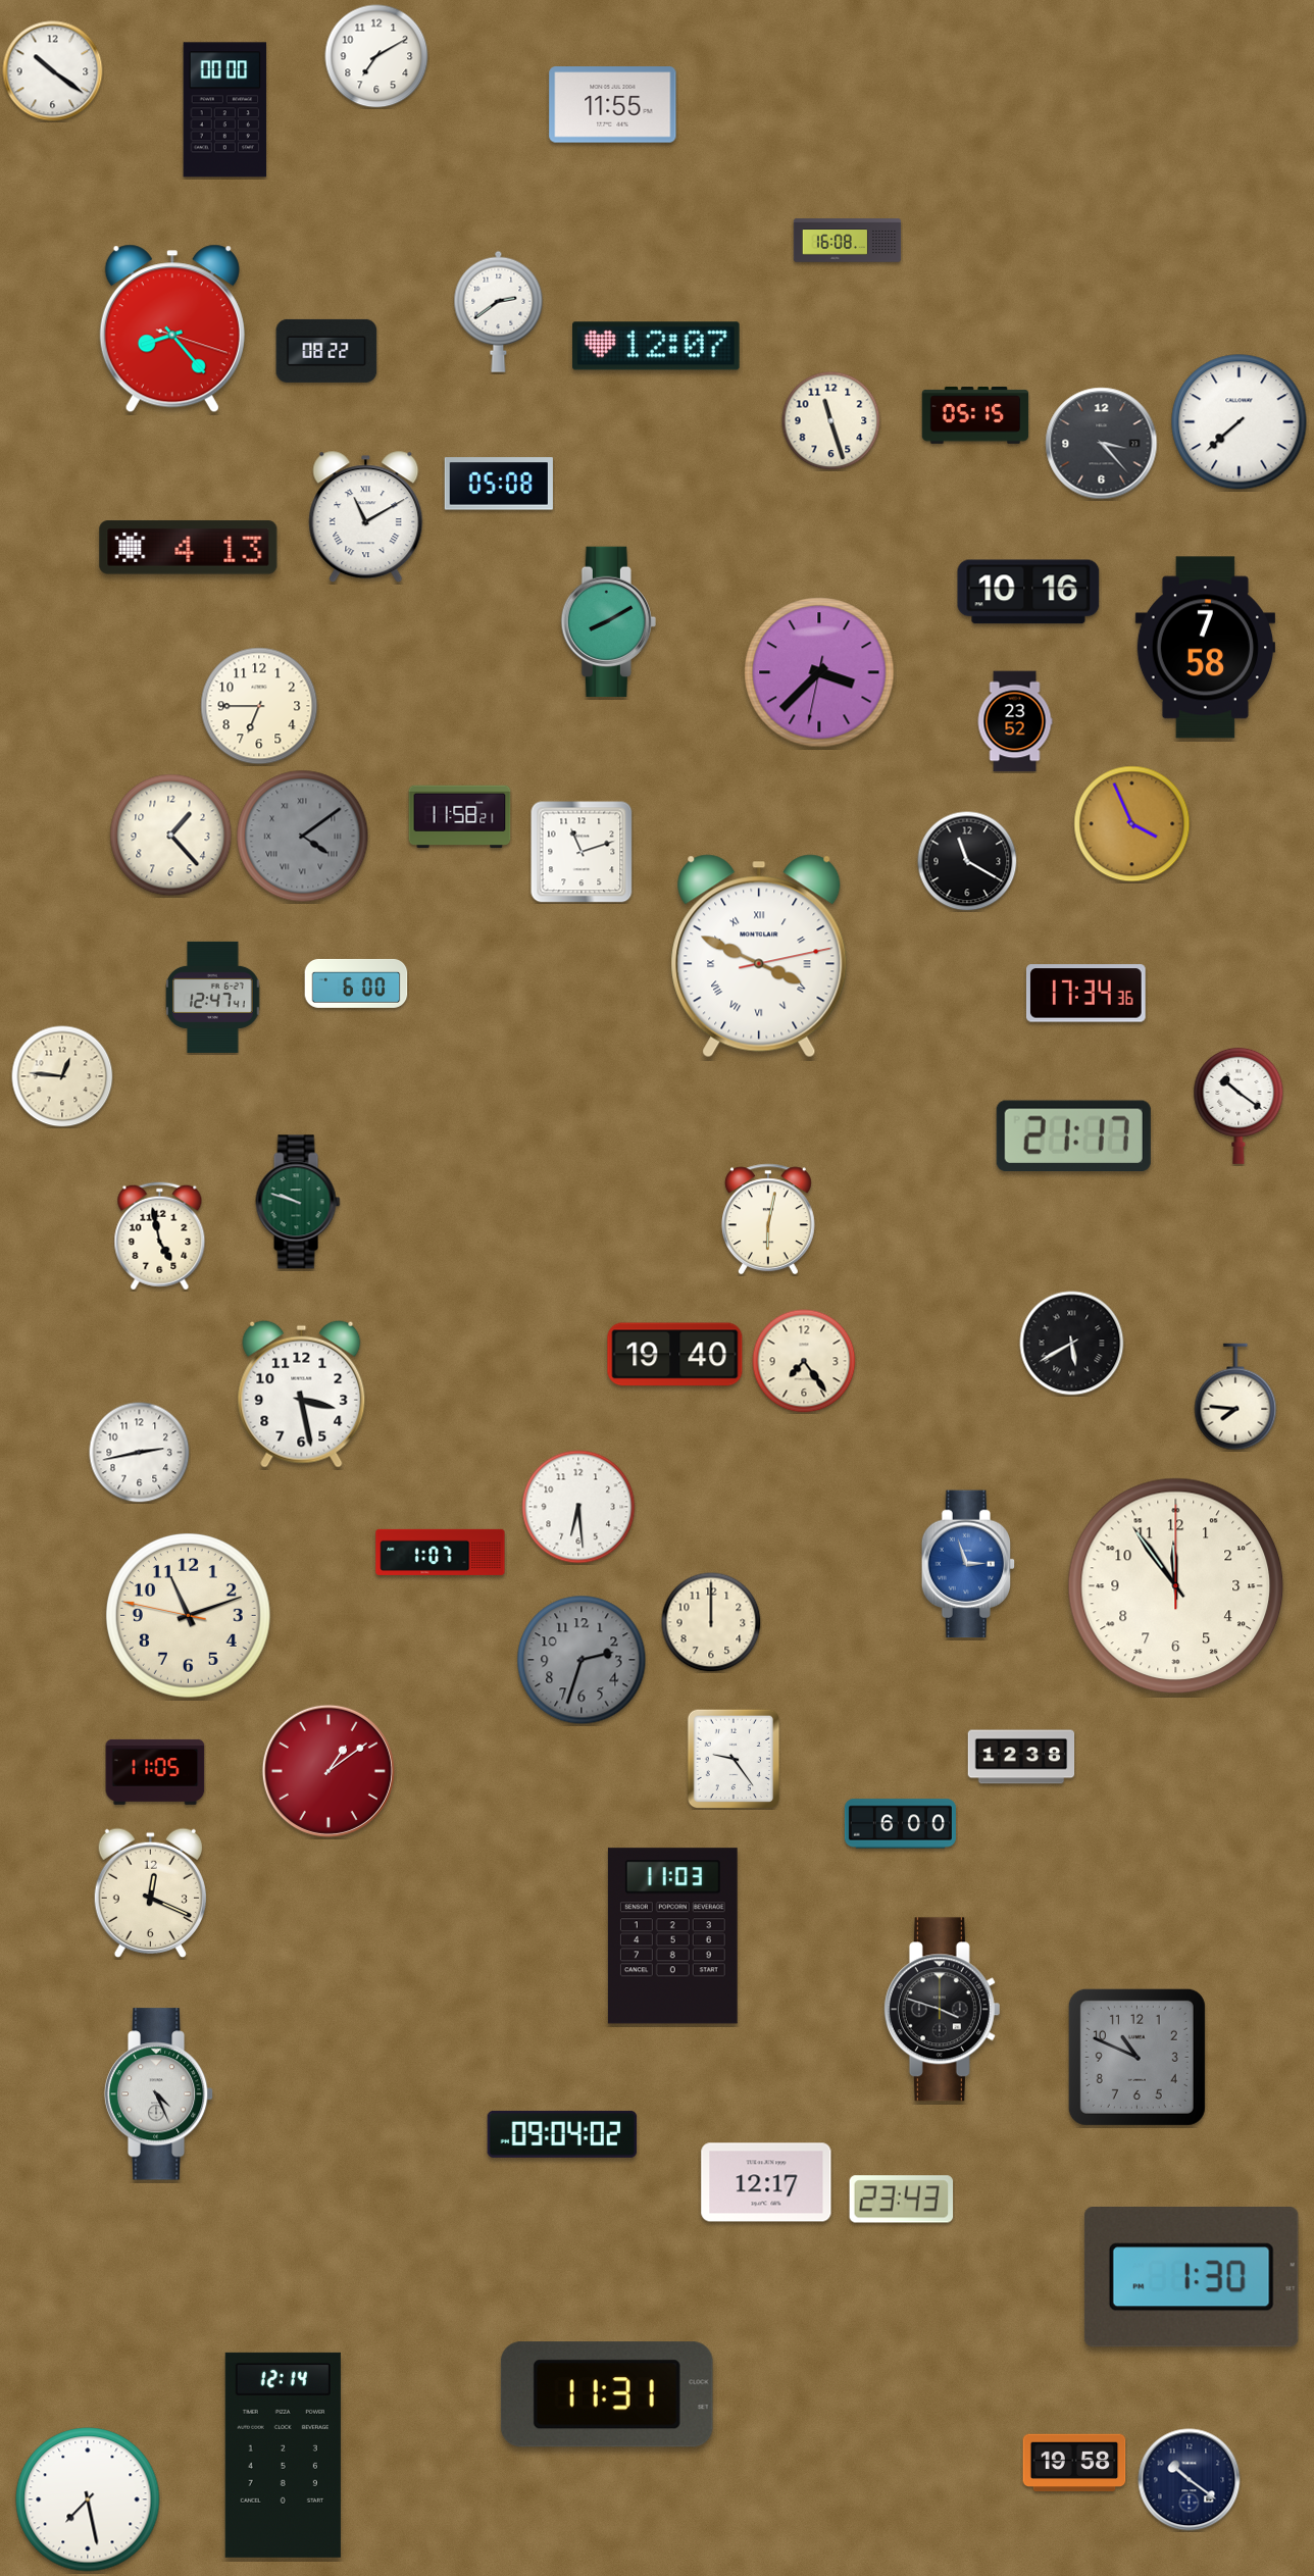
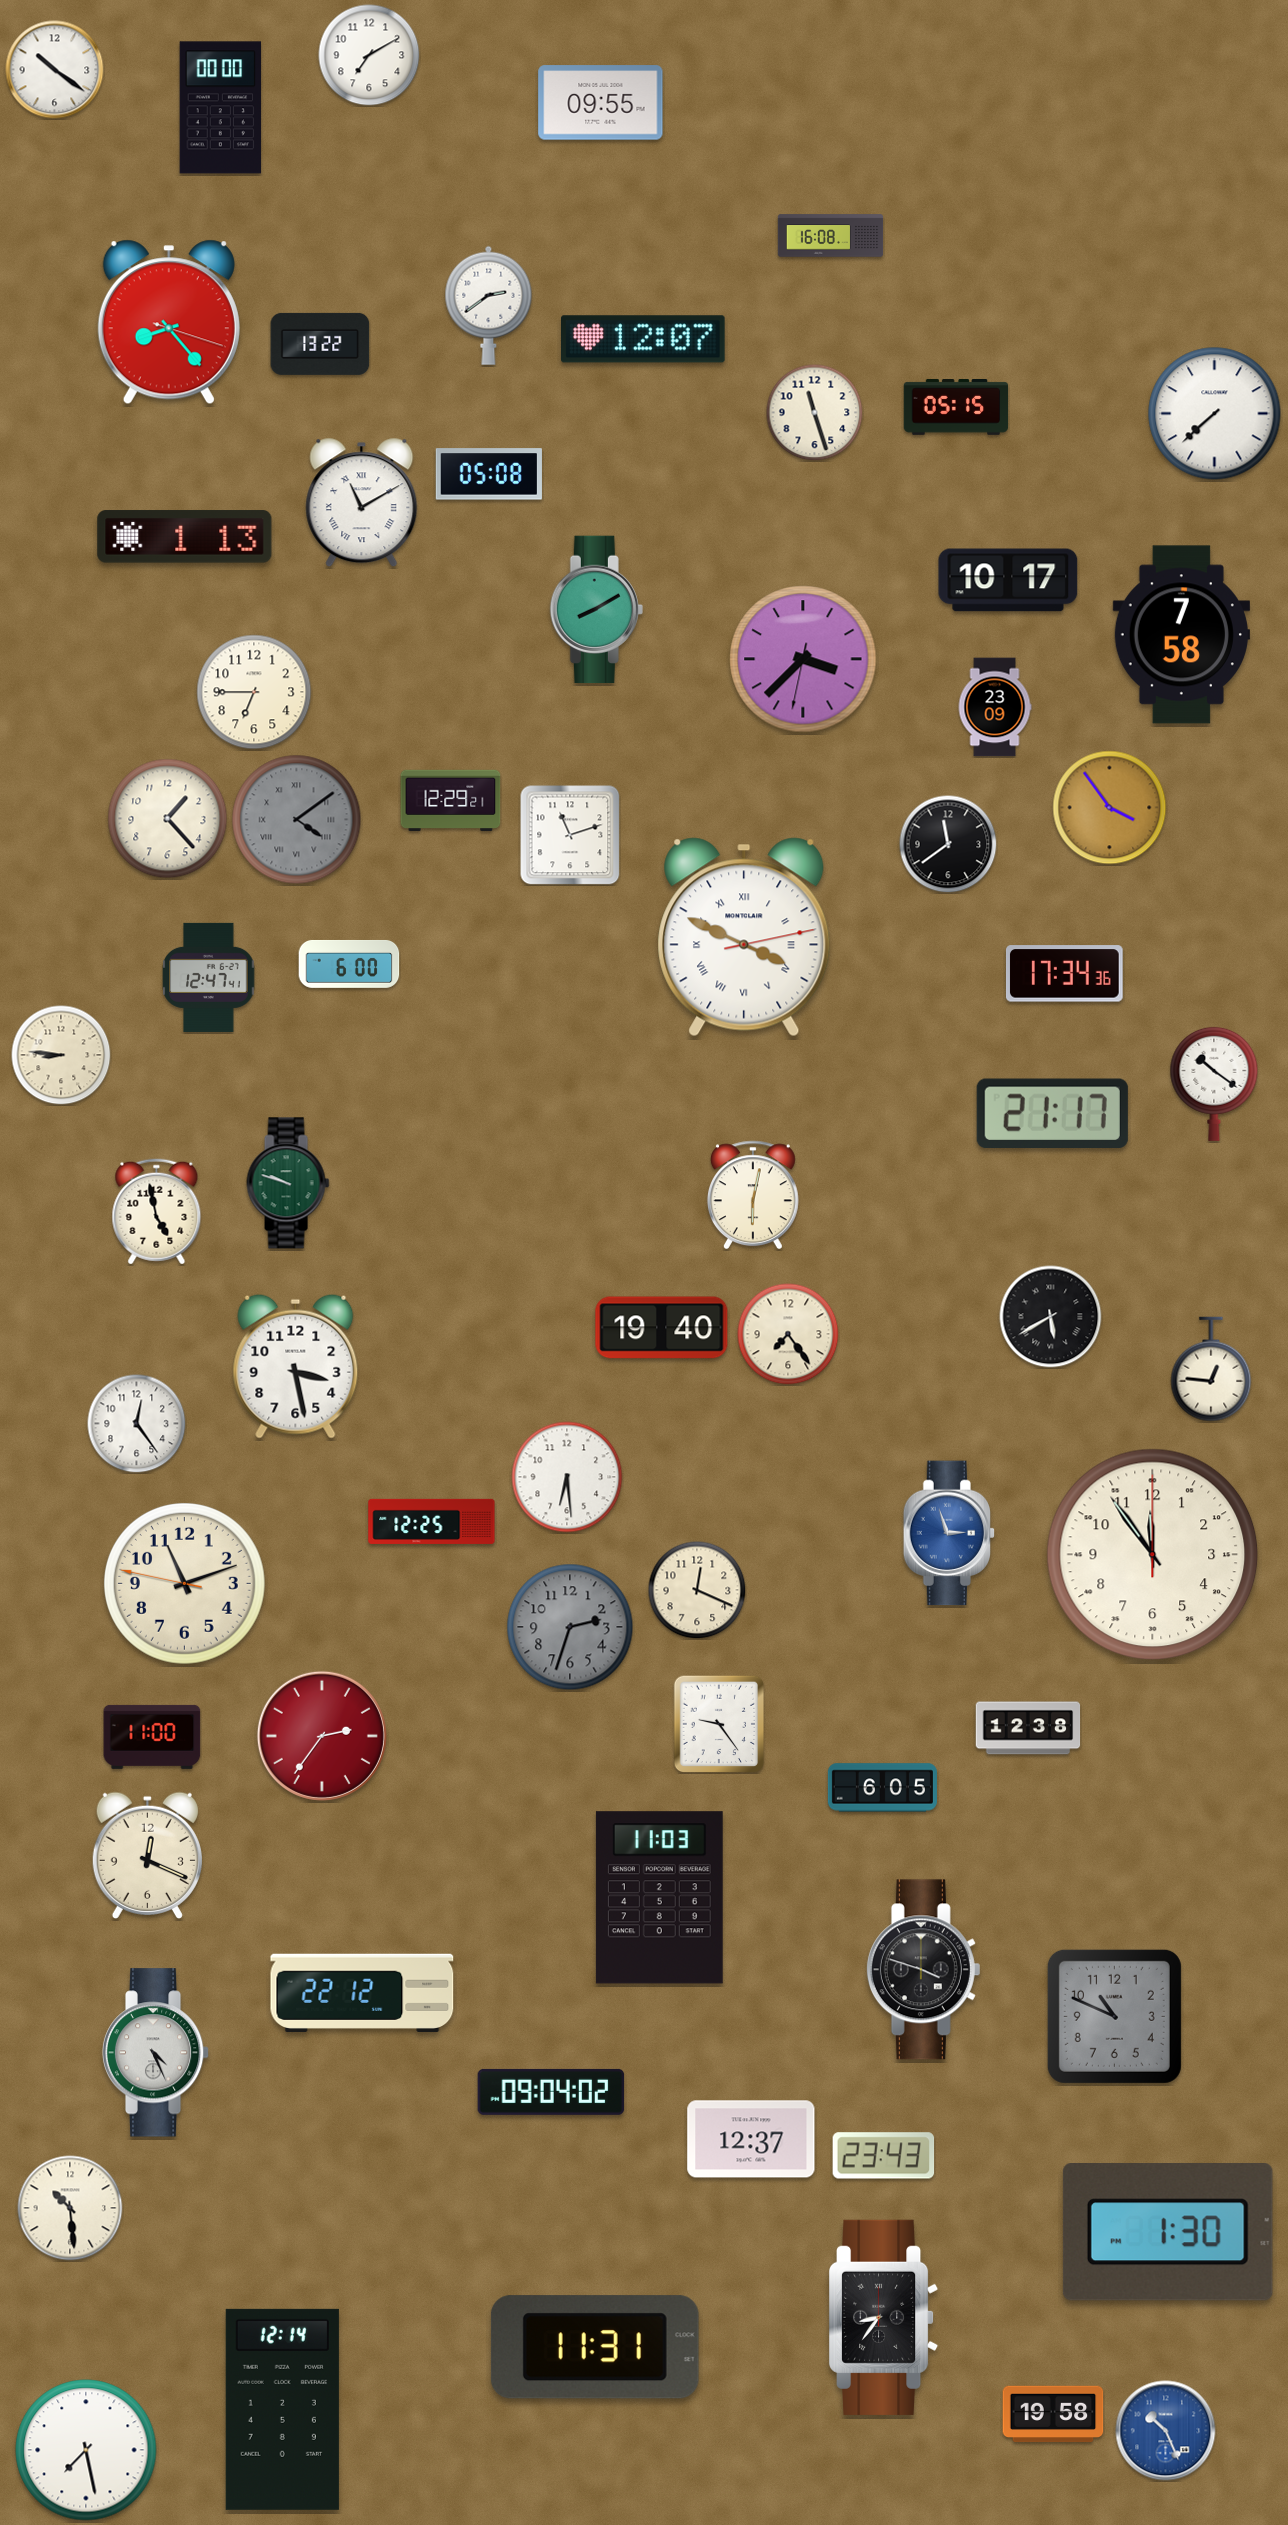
clock at (53, 71) position: (53, 71) -> (55, 70)
clock at (613, 105): 11:55 -> 09:55
clock at (326, 351): 08:22 -> 13:22
clock at (1102, 444): 3:23 -> none
clock at (366, 517) position: (366, 517) -> (362, 503)
clock at (189, 548): 4:13 -> 1:13
clock at (1028, 592): 10:16 -> 10:17
clock at (1015, 721): 23:52 -> 23:09
clock at (460, 817): 11:58 -> 12:29
clock at (1132, 824): 3:56 -> 3:54
clock at (967, 861): 11:20 -> 11:39
clock at (62, 1076): 12:46 -> 8:46
clock at (298, 1202) position: (298, 1202) -> (288, 1183)
clock at (1235, 1397): 7:46 -> 12:46
clock at (140, 1453): 2:43 -> 12:24
clock at (441, 1552): 1:07 -> 12:25
clock at (711, 1622): 12:00 -> 12:19
clock at (1021, 1757) position: (1021, 1757) -> (1028, 1728)
clock at (328, 1771): 1:09 -> 2:36
clock at (155, 1772): 11:05 -> 11:00
clock at (900, 1824): 6:00 -> 6:05
clock at (362, 1993): none -> 22:12
clock at (766, 2182): 12:17 -> 12:37
clock at (70, 2208): none -> 10:29
clock at (884, 2317): none -> 8:36
clock at (283, 2455) position: (283, 2455) -> (282, 2409)
clock at (1190, 2480): 10:21 -> 10:26
clock at (1190, 2480) dial: navy -> blue
